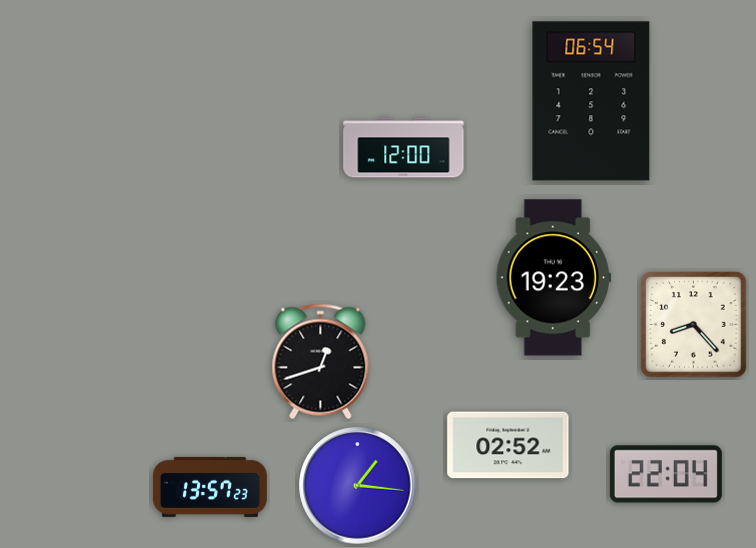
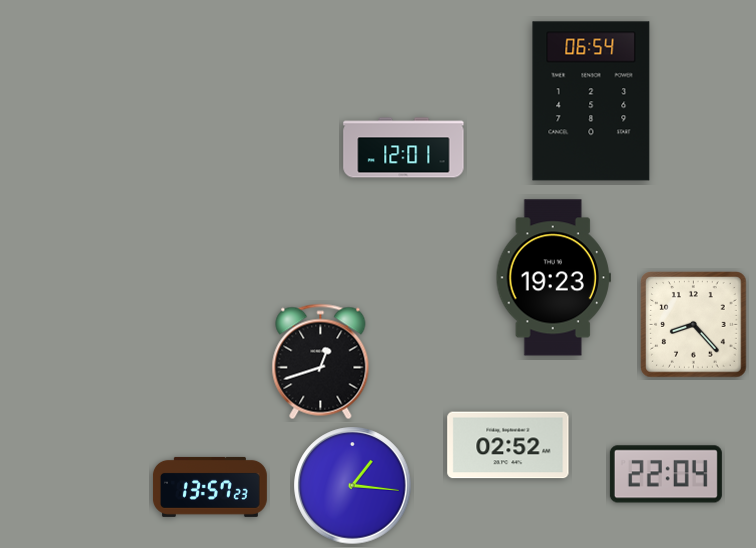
clock at (404, 148): 12:00 -> 12:01
clock at (358, 486) position: (358, 486) -> (353, 486)
